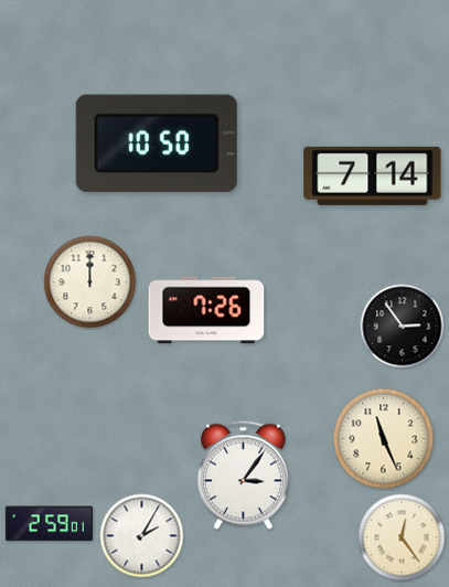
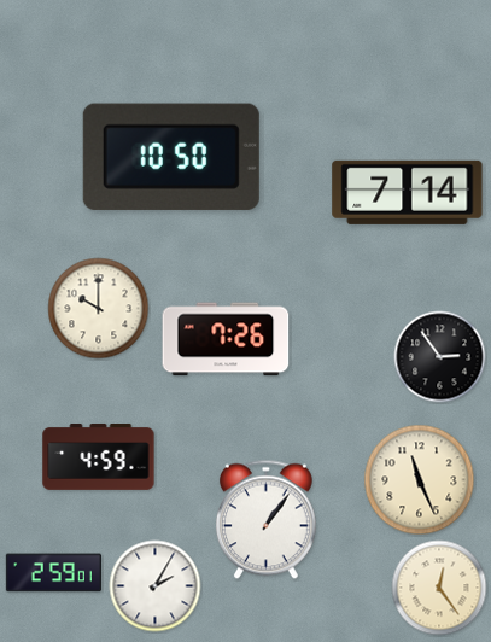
clock at (90, 282): 12:00 -> 10:00
clock at (99, 457): none -> 4:59
clock at (243, 476): 3:06 -> 1:06
